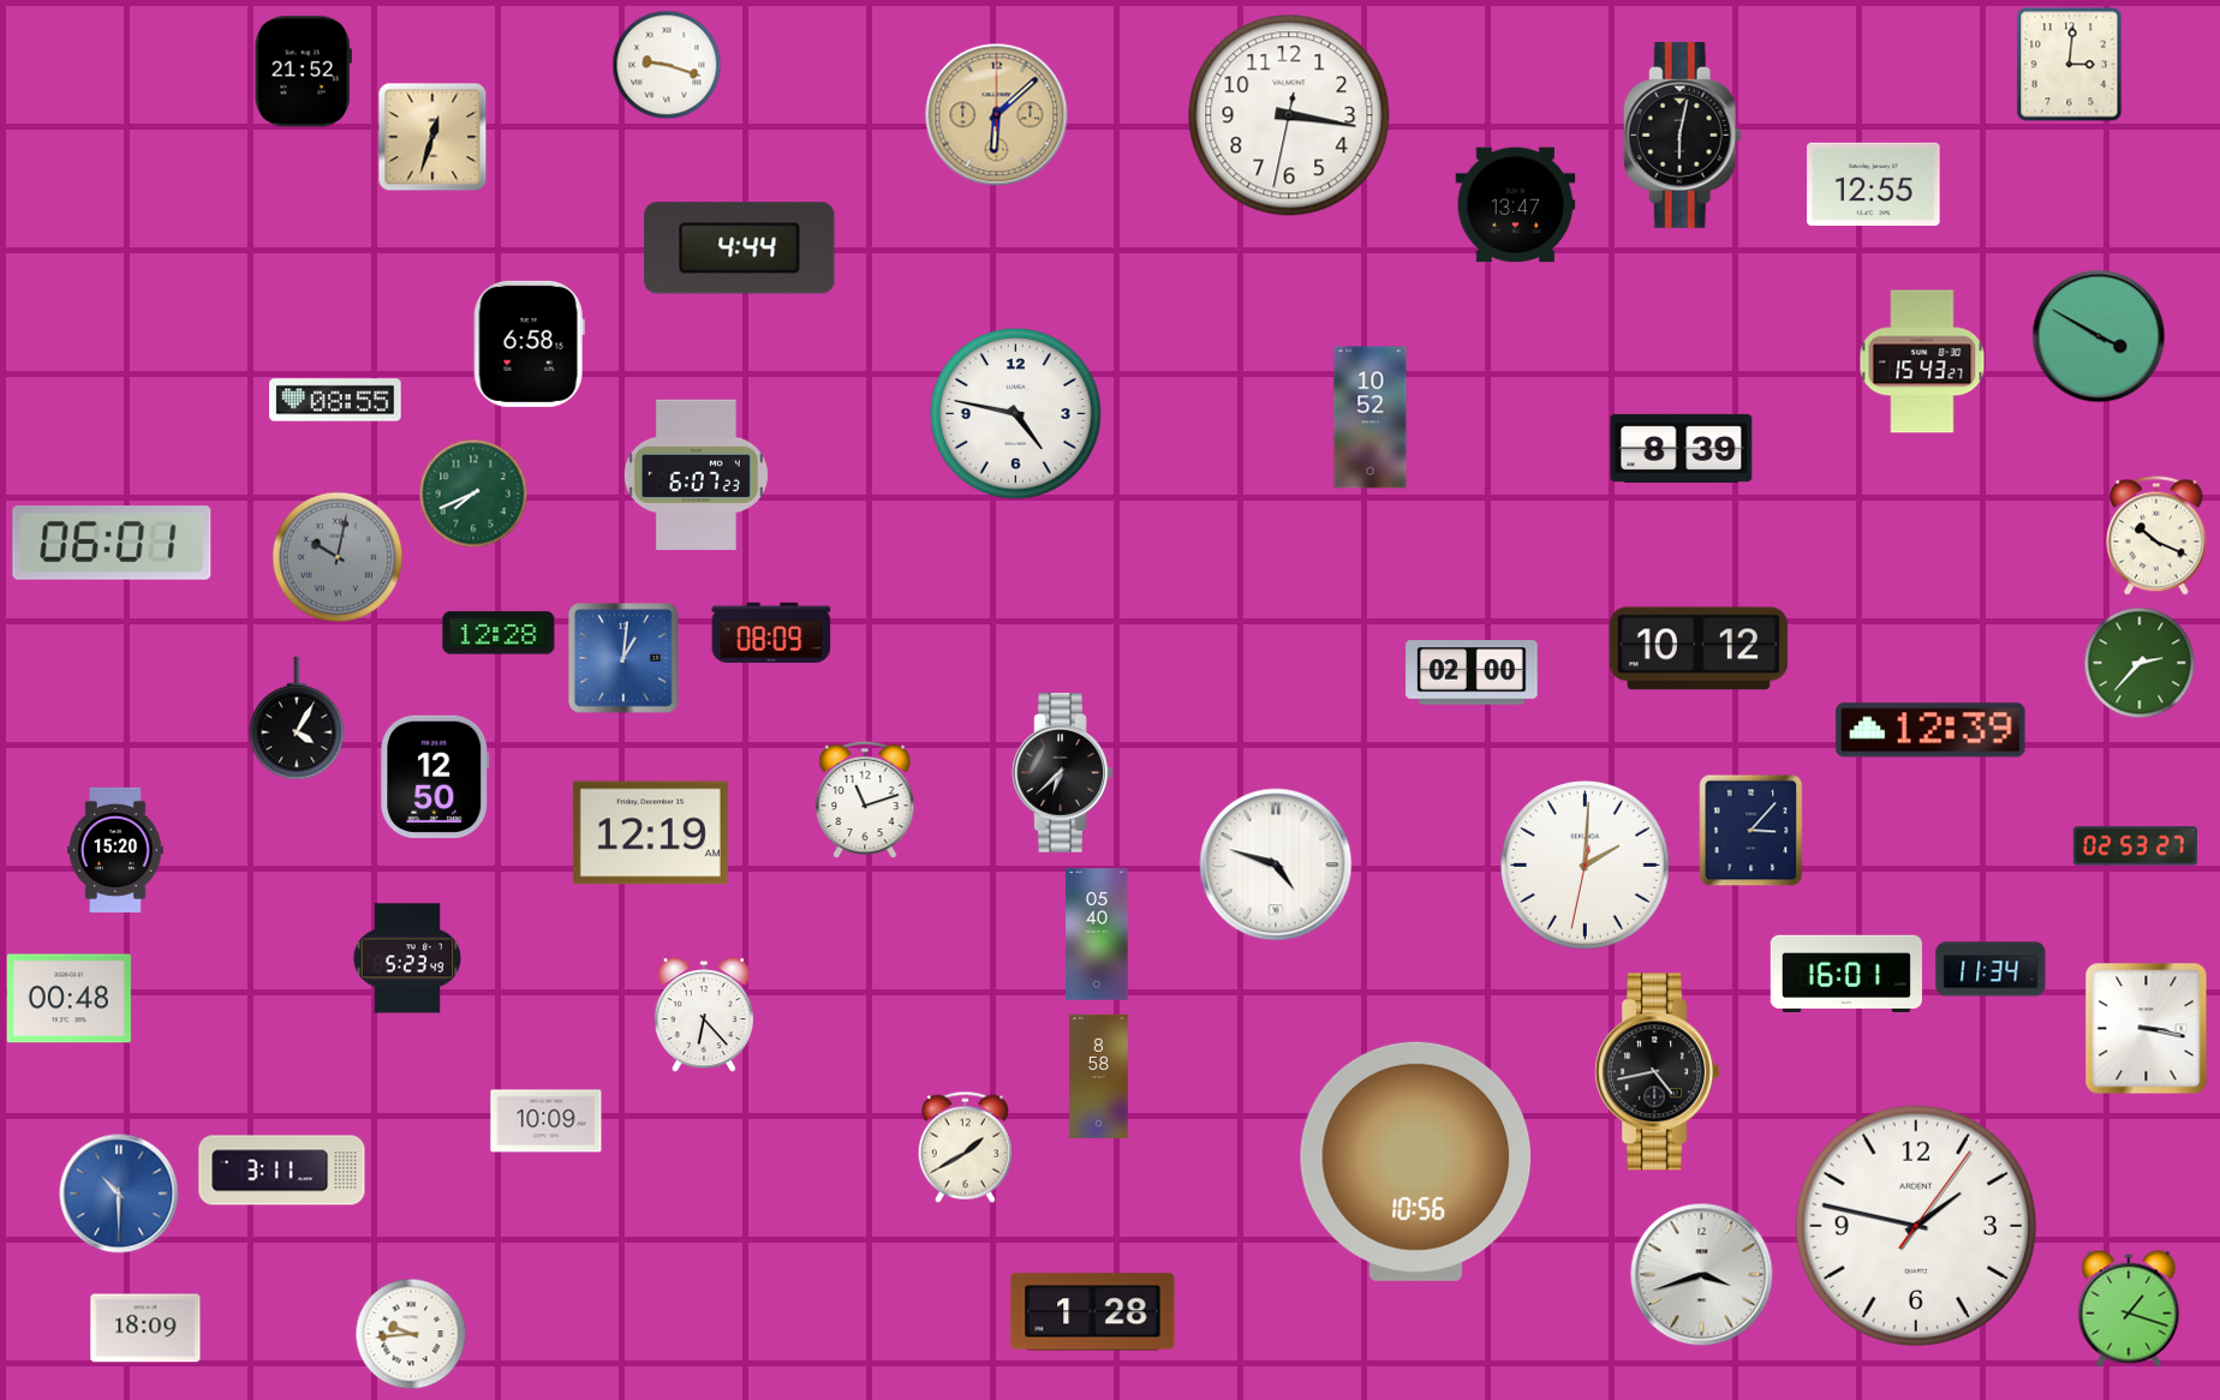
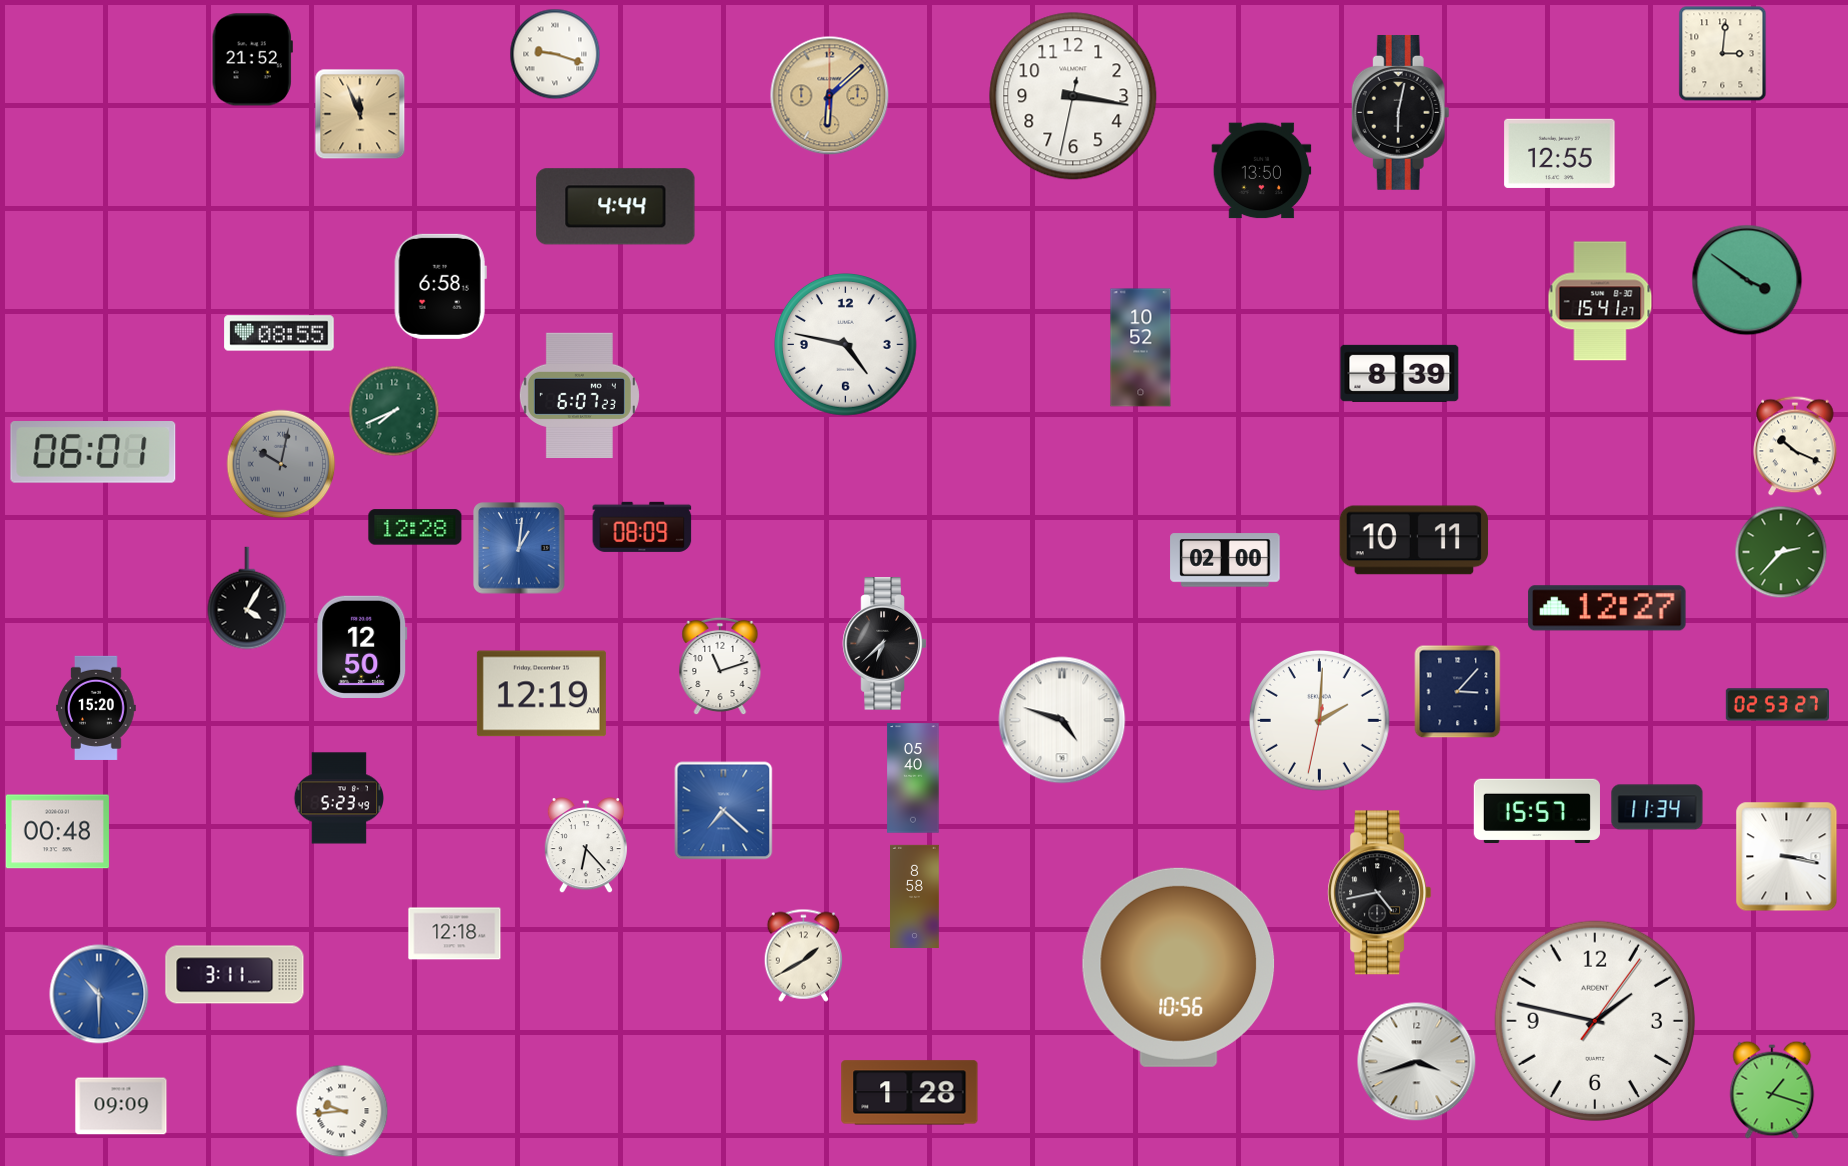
clock at (432, 137): 12:33 -> 11:56
clock at (1516, 205): 13:47 -> 13:50
clock at (2099, 336): 3:50 -> 3:51
clock at (1922, 361): 15:43 -> 15:41
clock at (1699, 648): 10:12 -> 10:11
clock at (1930, 730): 12:39 -> 12:27
clock at (724, 811): none -> 7:22
clock at (1846, 974): 16:01 -> 15:57
clock at (547, 1121): 10:09 -> 12:18
clock at (145, 1328): 18:09 -> 09:09
